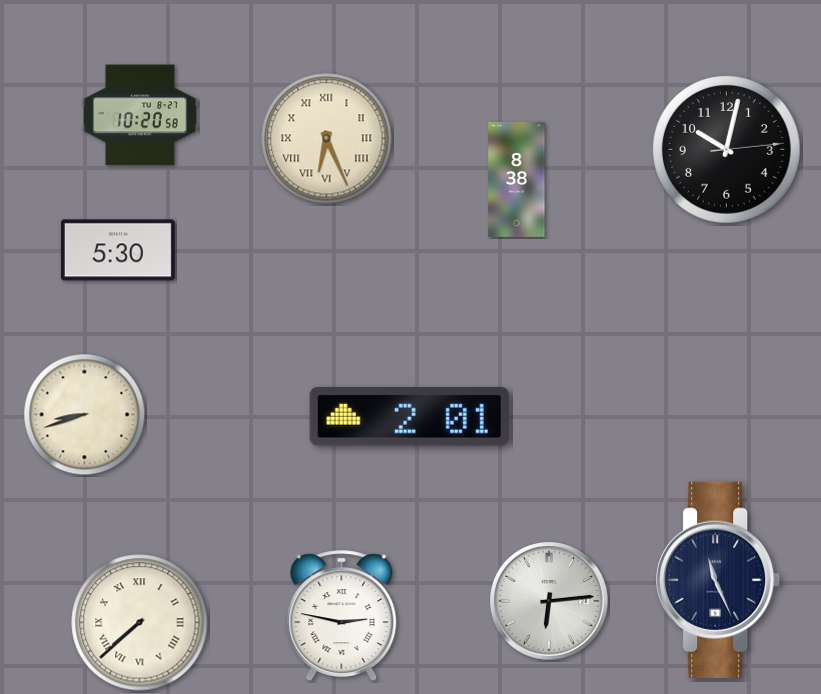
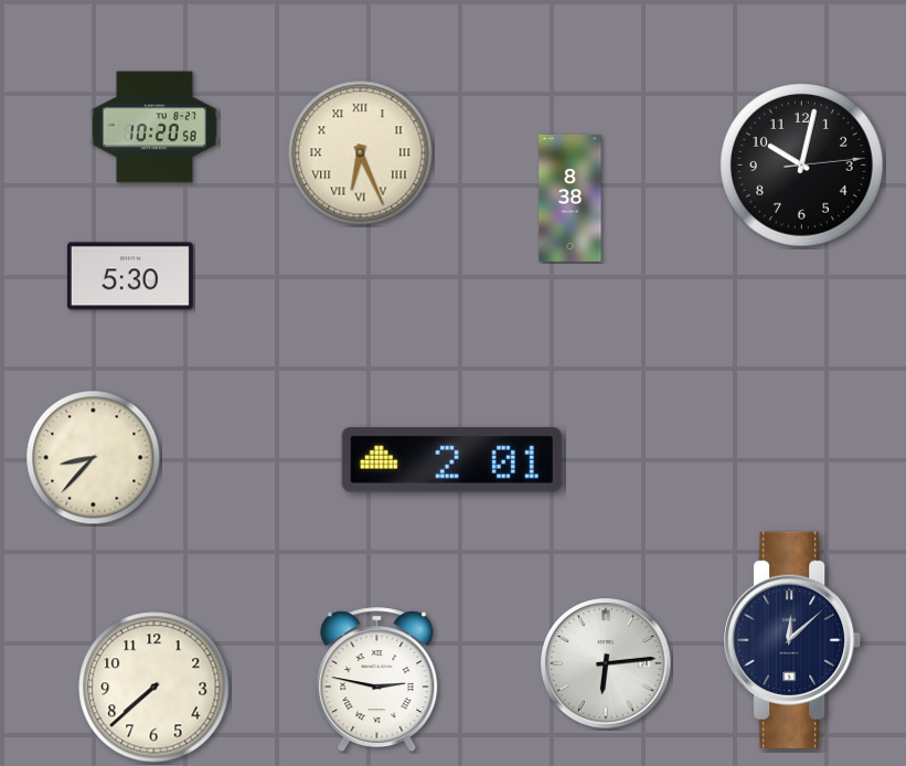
clock at (85, 415): 8:42 -> 8:37
clock at (719, 580): 11:26 -> 12:08
clock at (140, 623) numerals: Roman -> Arabic
